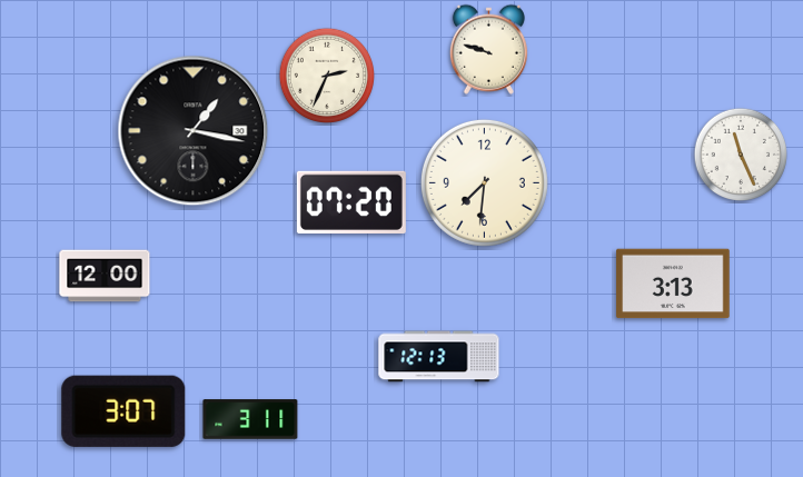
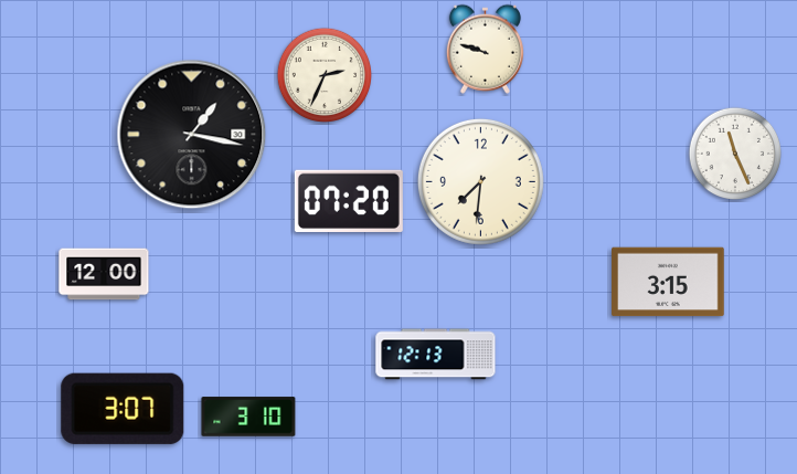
clock at (194, 131) position: (194, 131) -> (192, 135)
clock at (673, 284): 3:13 -> 3:15
clock at (250, 419): 3:11 -> 3:10
